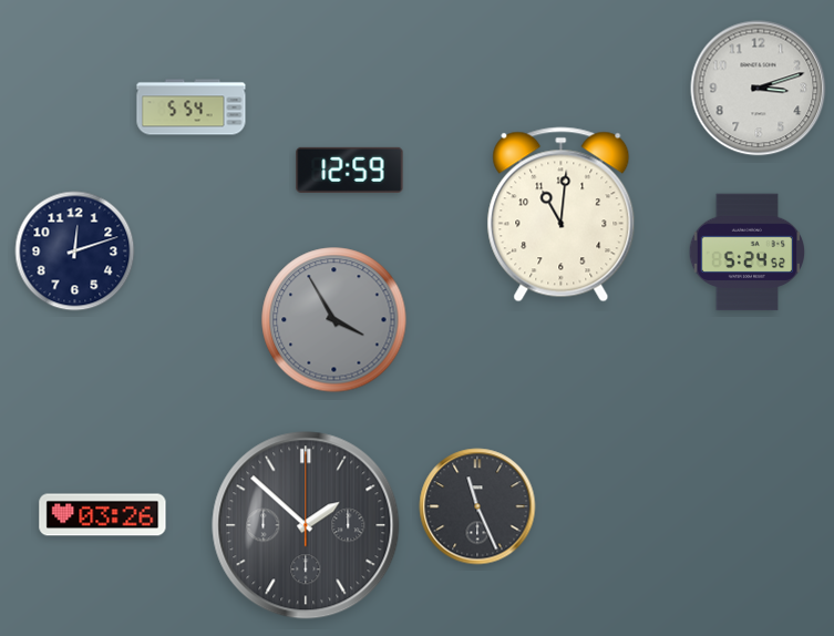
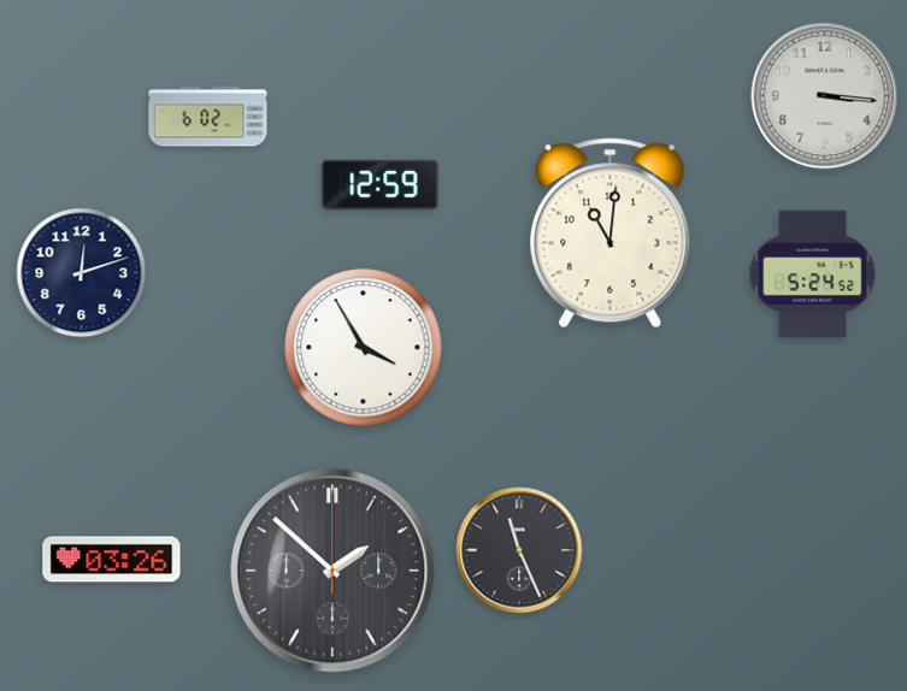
clock at (759, 89): 3:12 -> 3:16
clock at (192, 107): 5:54 -> 6:02
clock at (334, 320) dial: grey -> white
